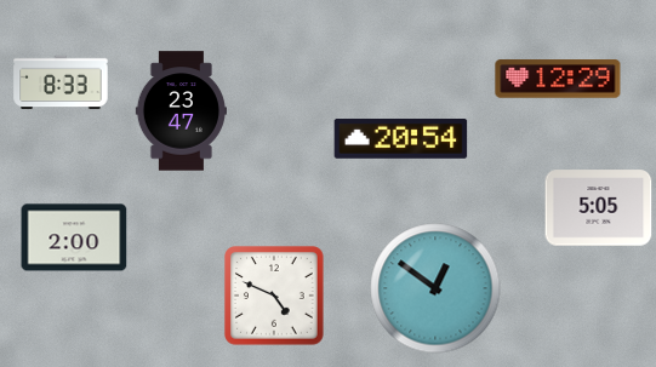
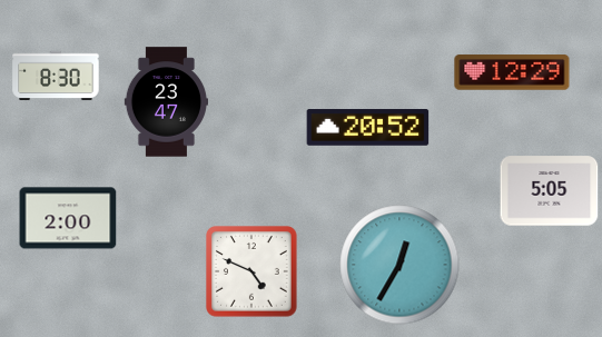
clock at (61, 82): 8:33 -> 8:30
clock at (401, 139): 20:54 -> 20:52
clock at (435, 288): 12:51 -> 12:35
